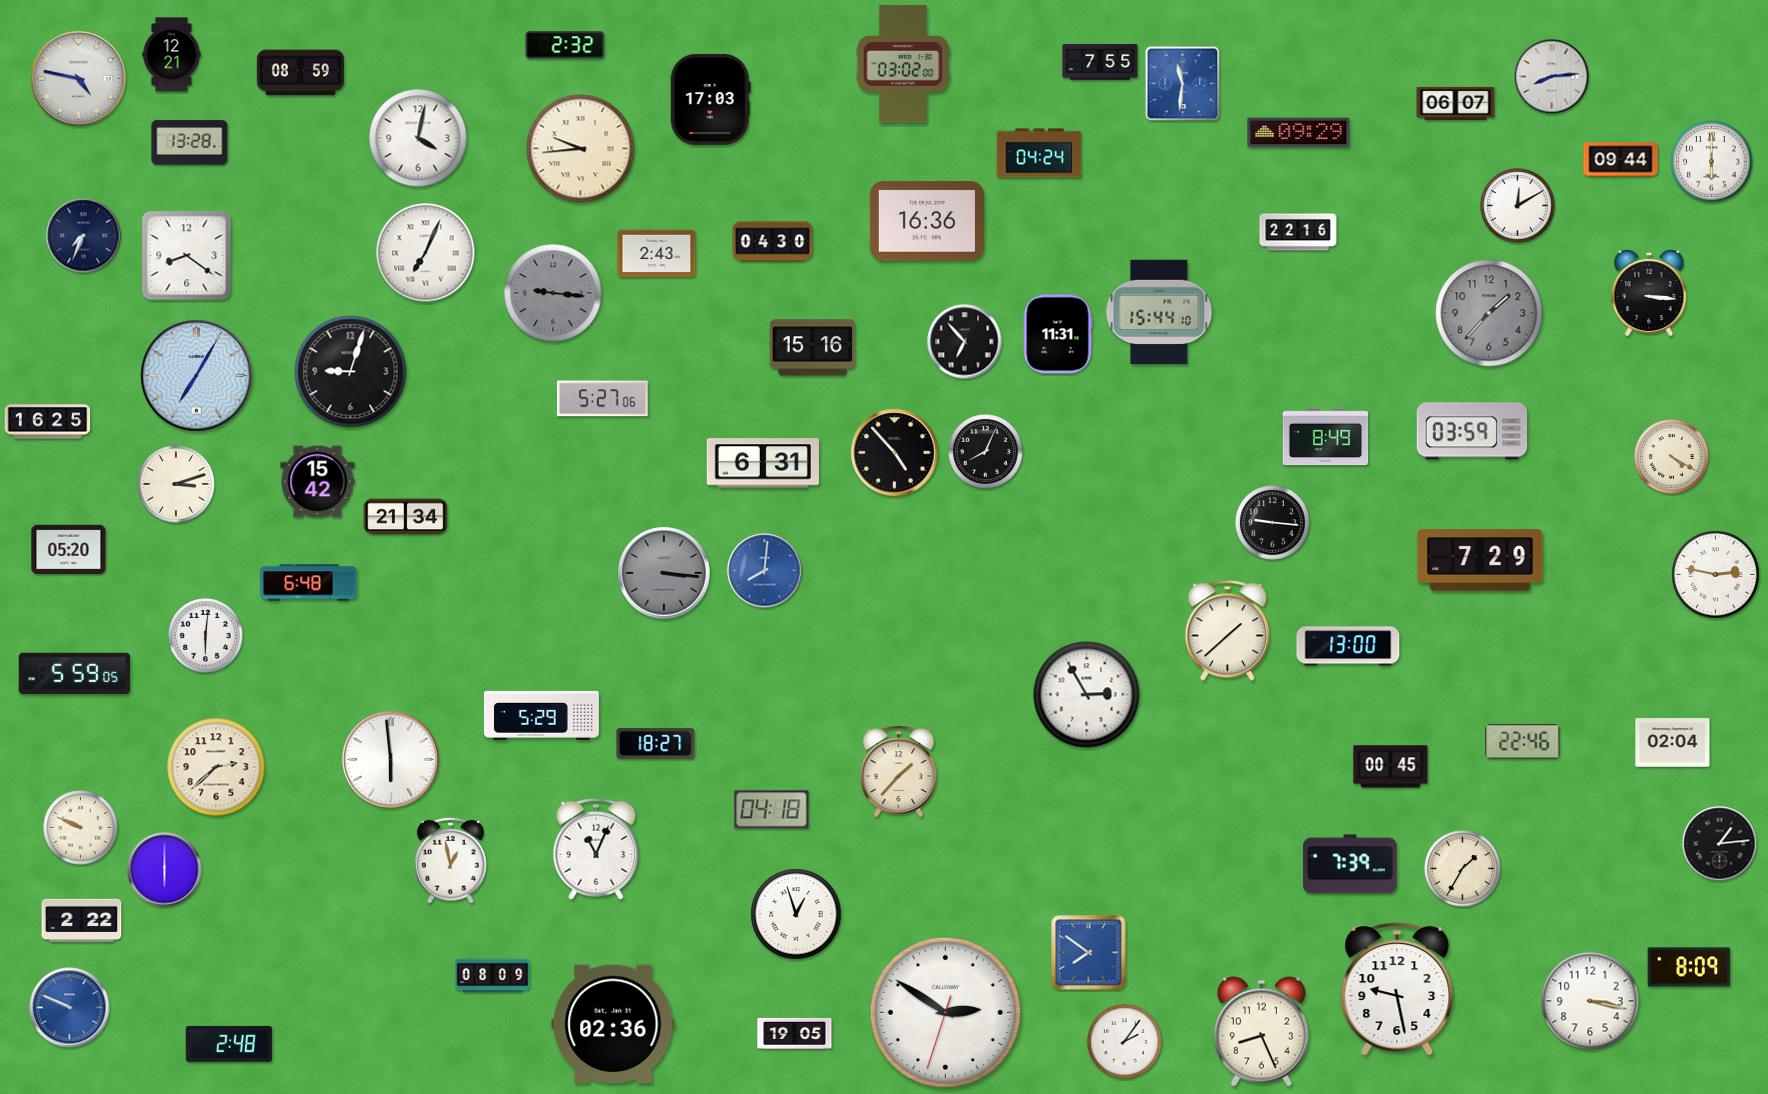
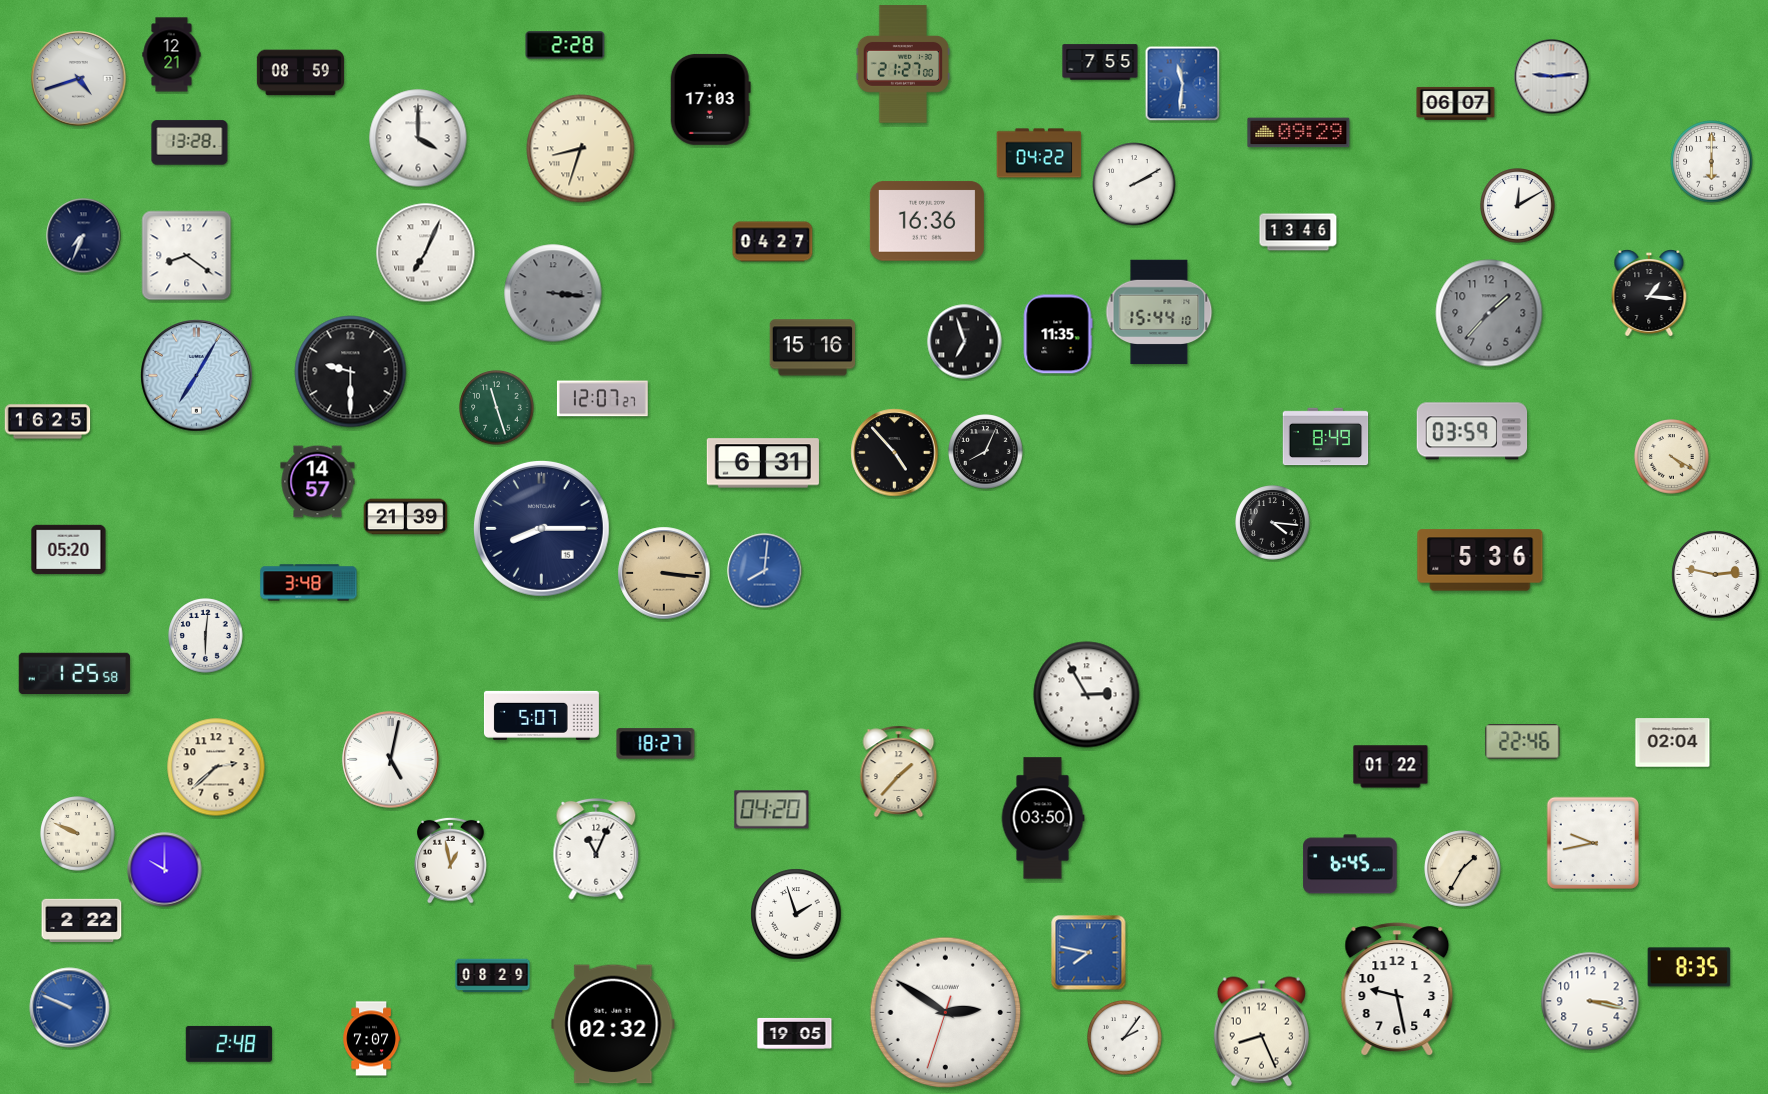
clock at (565, 45): 2:32 -> 2:28
clock at (903, 64): 03:02 -> 21:27
clock at (1552, 77): 8:14 -> 9:14
clock at (79, 79): 4:47 -> 4:42
clock at (418, 138): 4:02 -> 4:00
clock at (581, 149): 9:44 -> 8:33
clock at (1039, 153): 04:24 -> 04:22
clock at (1621, 160): 09:44 -> none
clock at (1134, 184): none -> 2:10
clock at (1298, 232): 22:16 -> 13:46
clock at (773, 242): 04:30 -> 04:27
clock at (657, 254): 2:43 -> none
clock at (553, 293): 9:16 -> 3:16
clock at (1649, 293): 3:16 -> 1:16
clock at (1058, 334): 11:31 -> 11:35
clock at (965, 342): 6:53 -> 6:57
clock at (351, 372): 9:03 -> 9:30
clock at (602, 399): 5:27 -> 12:07
clock at (497, 408): none -> 11:27
clock at (318, 482): 15:42 -> 14:57
clock at (176, 484): 3:12 -> none
clock at (406, 517): 21:34 -> 21:39
clock at (1273, 523): 9:16 -> 4:16
clock at (541, 528): none -> 8:15
clock at (1480, 560): 7:29 -> 5:36
clock at (664, 573) dial: grey -> champagne
clock at (309, 583): 6:48 -> 3:48
clock at (1228, 631): 1:38 -> none
clock at (1348, 646): 13:00 -> none
clock at (74, 673): 5:59 -> 1:25
clock at (541, 715): 5:29 -> 5:07
clock at (391, 760): 5:59 -> 5:02
clock at (1391, 767): 00:45 -> 01:22
clock at (772, 810): 04:18 -> 04:20
clock at (1043, 818): none -> 03:50
clock at (81, 828) position: (81, 828) -> (78, 834)
clock at (1592, 842): none -> 9:43
clock at (1720, 844): 1:14 -> none
clock at (1350, 864): 7:39 -> 6:45
clock at (165, 870): 6:00 -> 10:00
clock at (796, 914): 12:57 -> 1:57
clock at (1089, 953): 7:51 -> 7:47
clock at (1689, 967): 8:09 -> 8:35
clock at (493, 976): 08:09 -> 08:29
clock at (613, 1024): 02:36 -> 02:32
clock at (371, 1039): none -> 7:07
clock at (1125, 1042) position: (1125, 1042) -> (1125, 1038)
